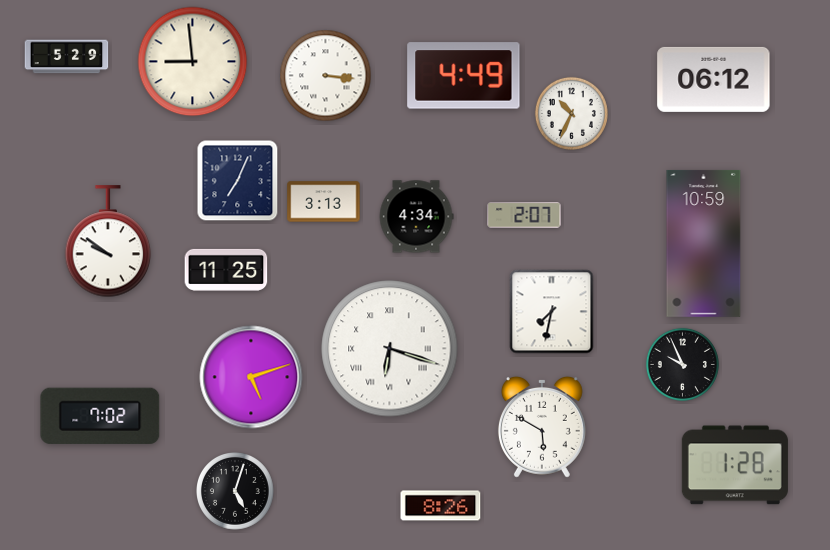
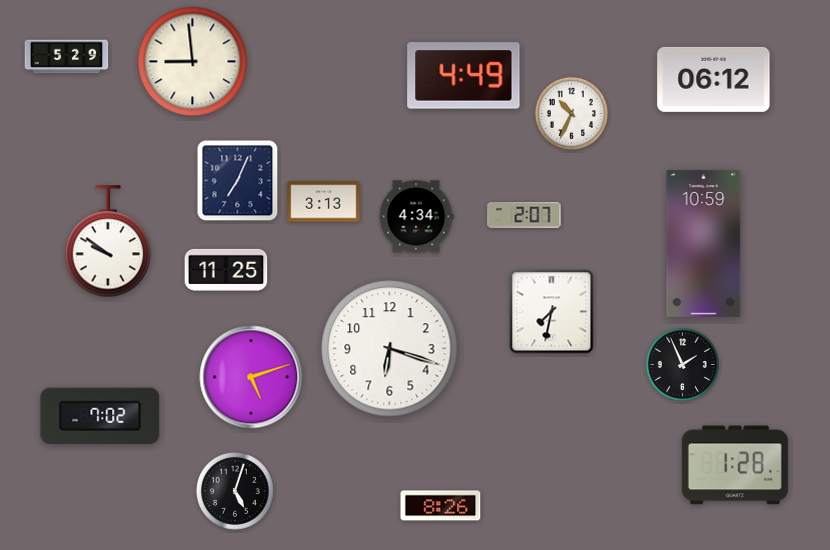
clock at (326, 76): 3:16 -> none
clock at (390, 349) numerals: Roman -> Arabic
clock at (682, 364): 9:56 -> 1:56
clock at (542, 427): 5:50 -> none
